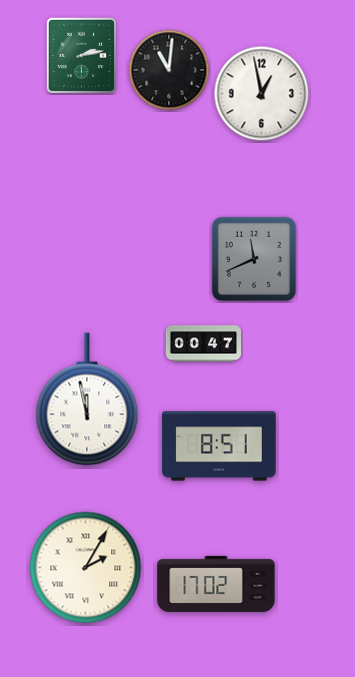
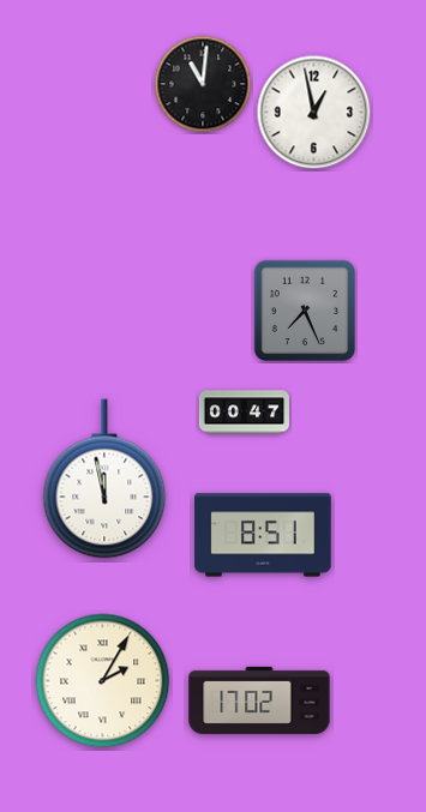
clock at (81, 55): 2:13 -> none
clock at (253, 258): 11:41 -> 7:26
